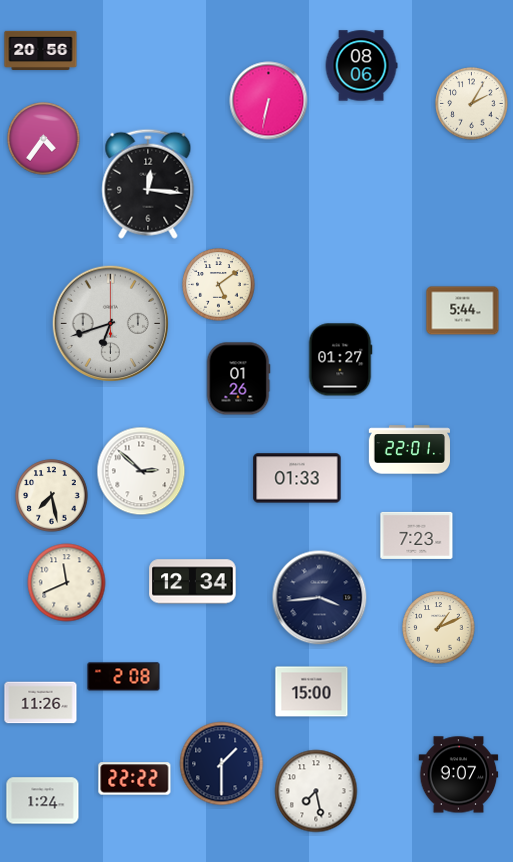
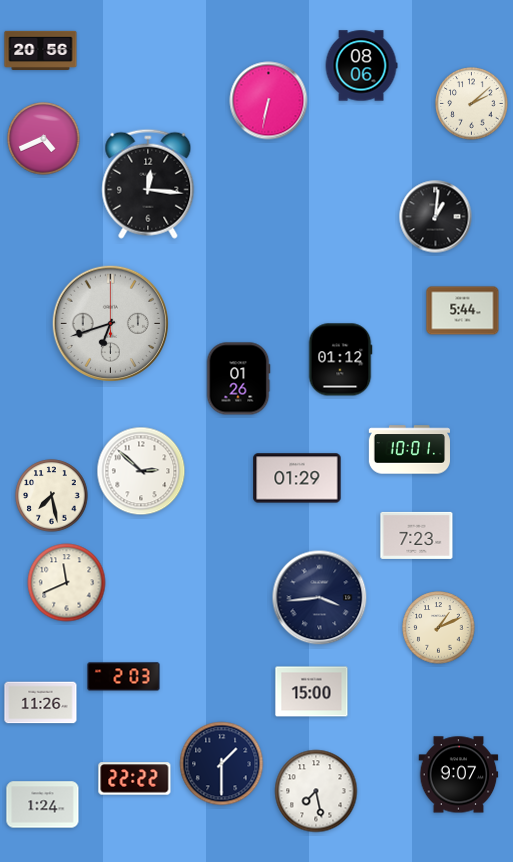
clock at (472, 104): 2:05 -> 2:08
clock at (44, 139): 4:36 -> 4:41
clock at (436, 217): none -> 1:01
clock at (219, 285): 5:09 -> none
clock at (340, 360): 01:27 -> 01:12
clock at (409, 450): 22:01 -> 10:01
clock at (297, 478): 01:33 -> 01:29
clock at (193, 582): 12:34 -> none
clock at (124, 677): 2:08 -> 2:03
clock at (43, 801) position: (43, 801) -> (43, 805)
